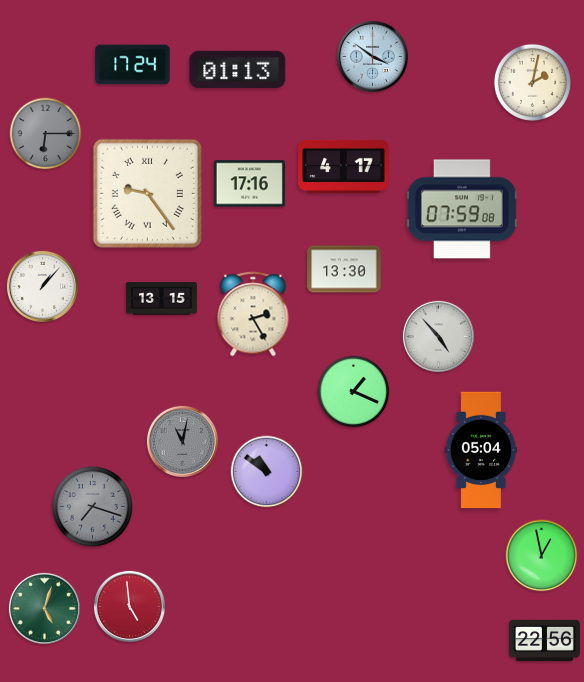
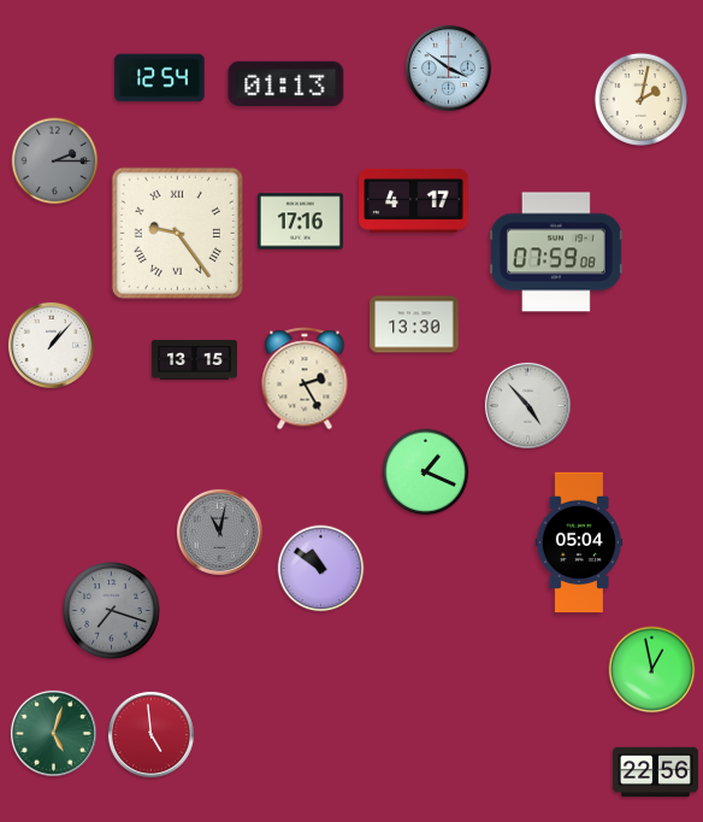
clock at (133, 65): 17:24 -> 12:54
clock at (46, 134): 6:15 -> 2:15
clock at (129, 606) position: (129, 606) -> (150, 734)
